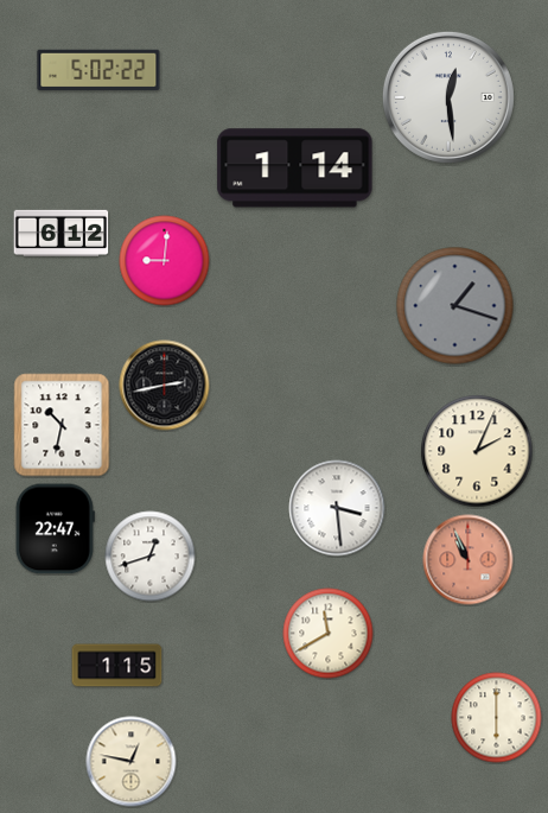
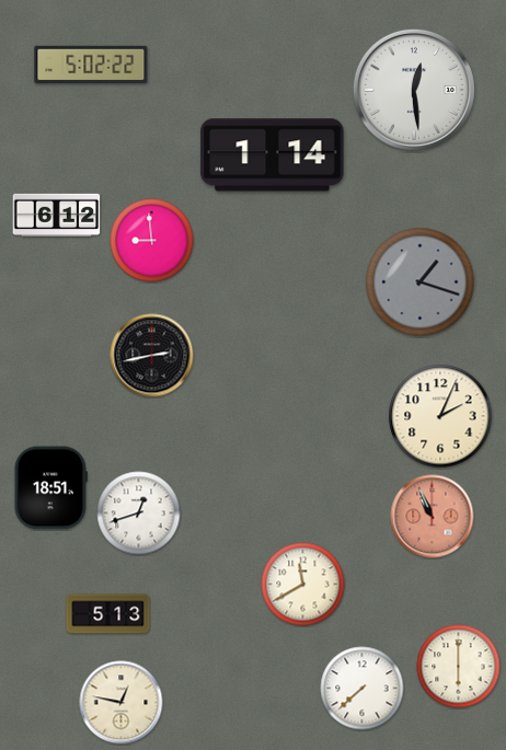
clock at (165, 261): 9:01 -> 8:59
clock at (62, 425): 10:32 -> none
clock at (337, 508): 3:29 -> none
clock at (55, 529): 22:47 -> 18:51
clock at (117, 666): 1:15 -> 5:13
clock at (497, 718) position: (497, 718) -> (459, 667)
clock at (363, 689): none -> 7:38
